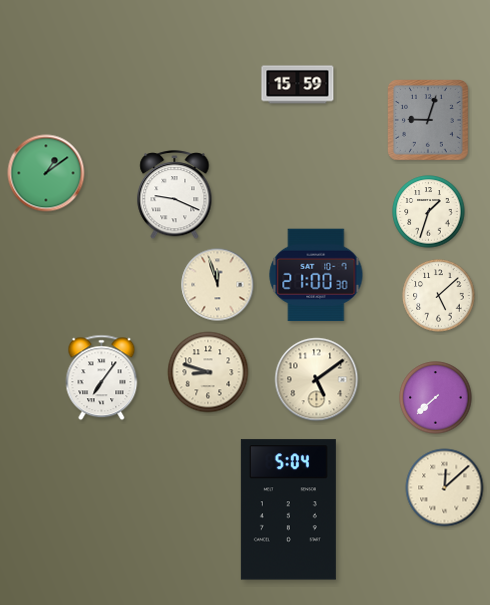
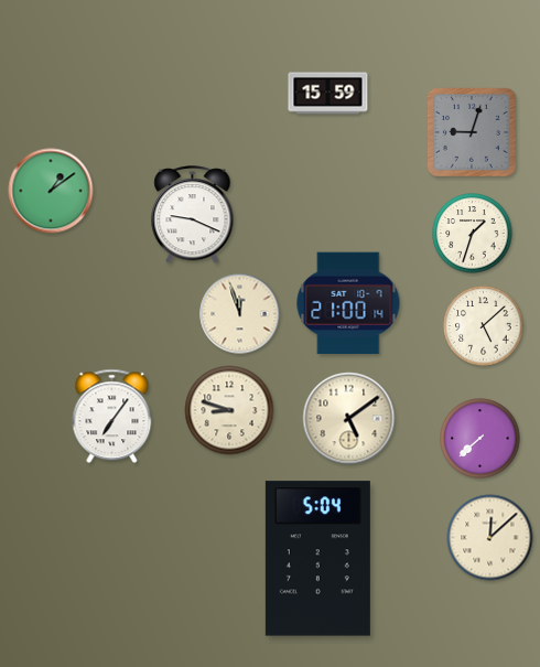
clock at (316, 275): 21:00:30 -> 21:00:14
clock at (288, 510) position: (288, 510) -> (317, 559)
